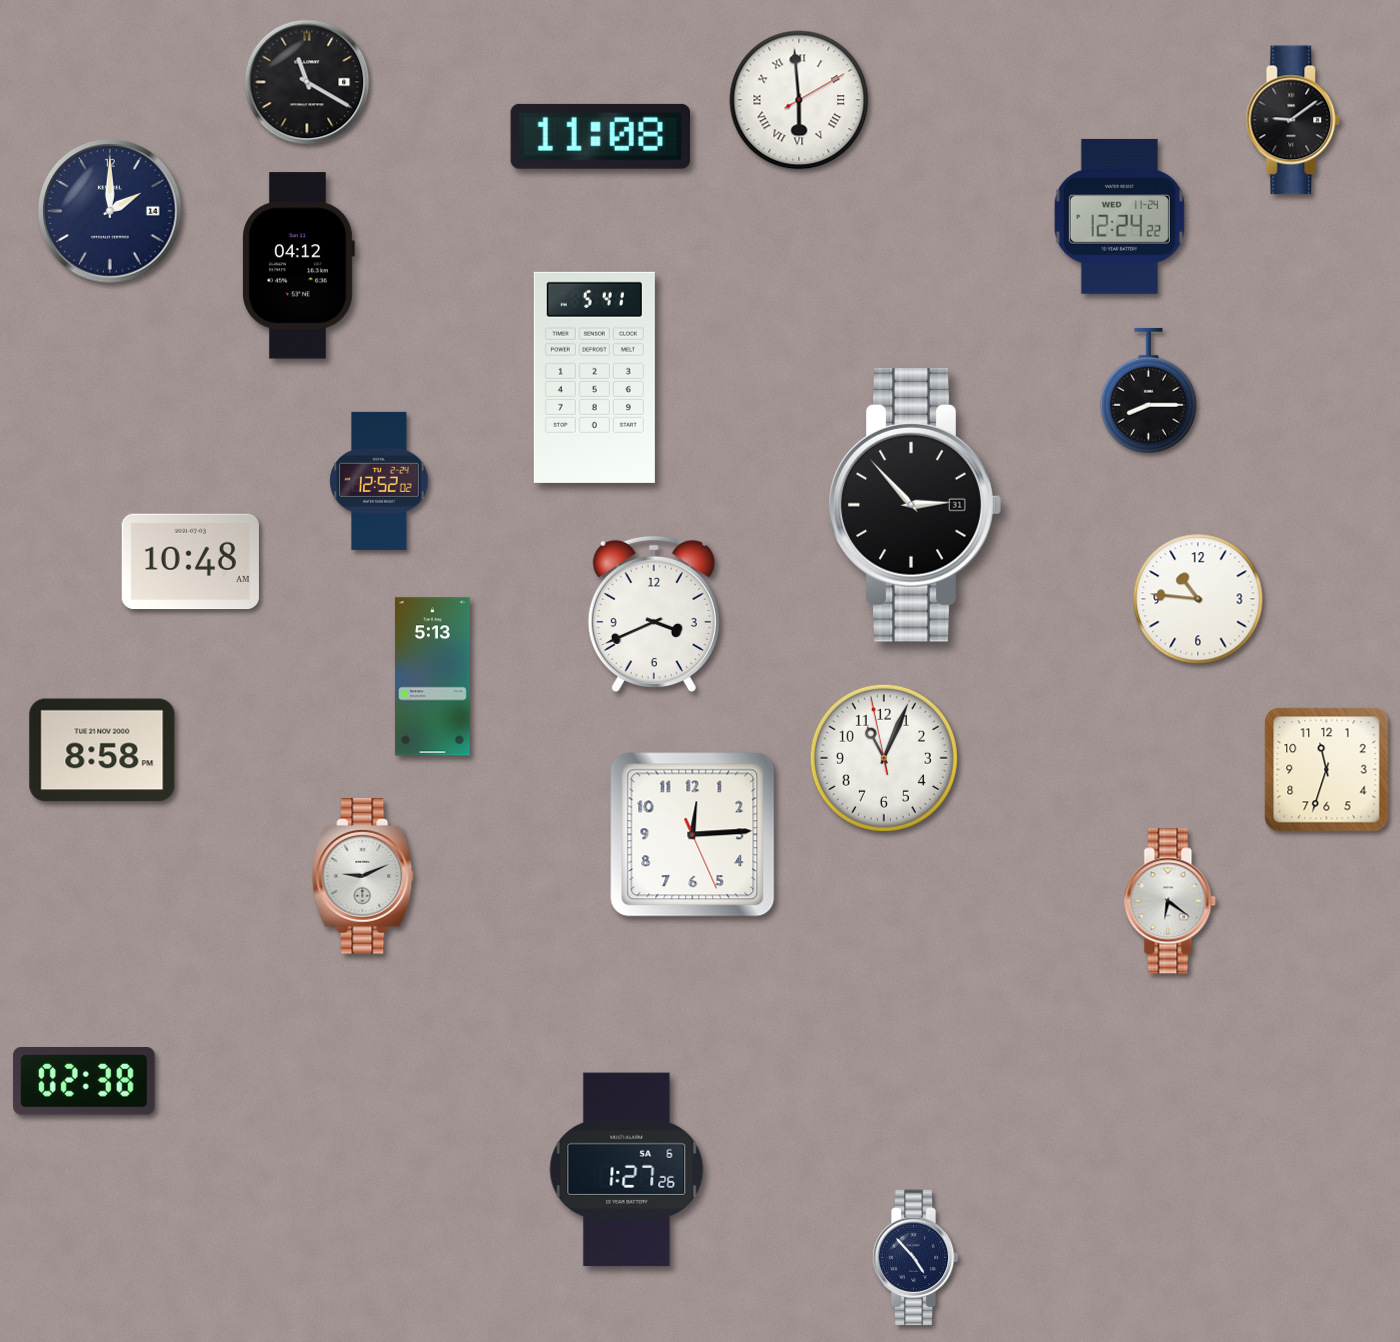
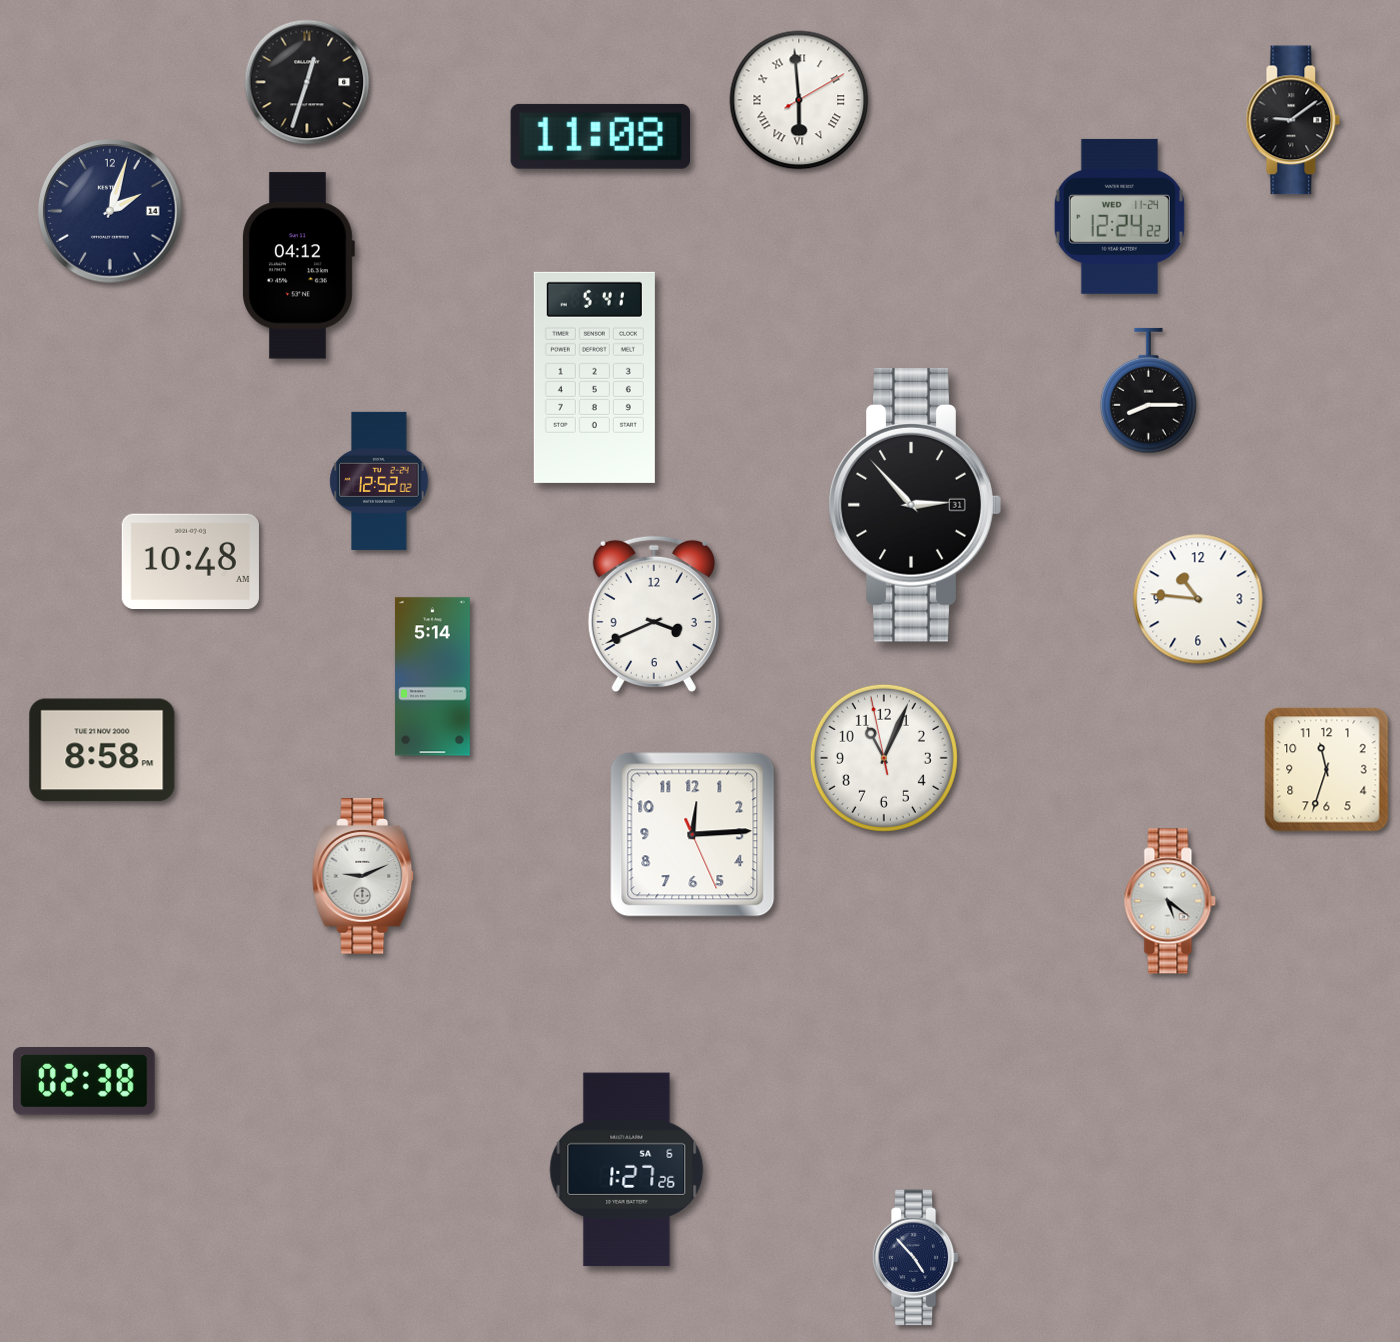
clock at (307, 82): 11:20 -> 12:33
clock at (110, 211): 2:00 -> 2:03
clock at (432, 677): 5:13 -> 5:14
clock at (1170, 901): 6:21 -> 5:21
